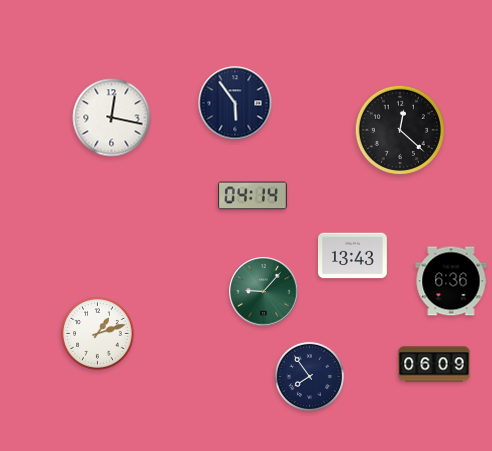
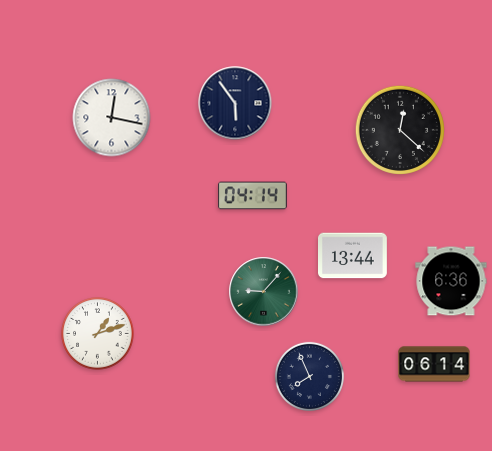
clock at (353, 256): 13:43 -> 13:44
clock at (434, 364): 06:09 -> 06:14
clock at (309, 376): 7:54 -> 7:56
